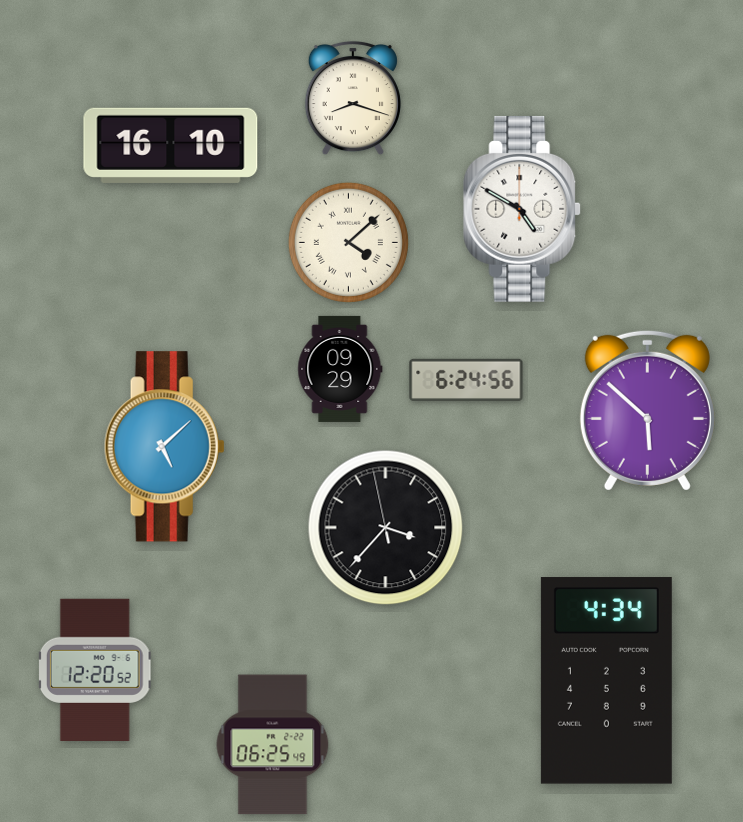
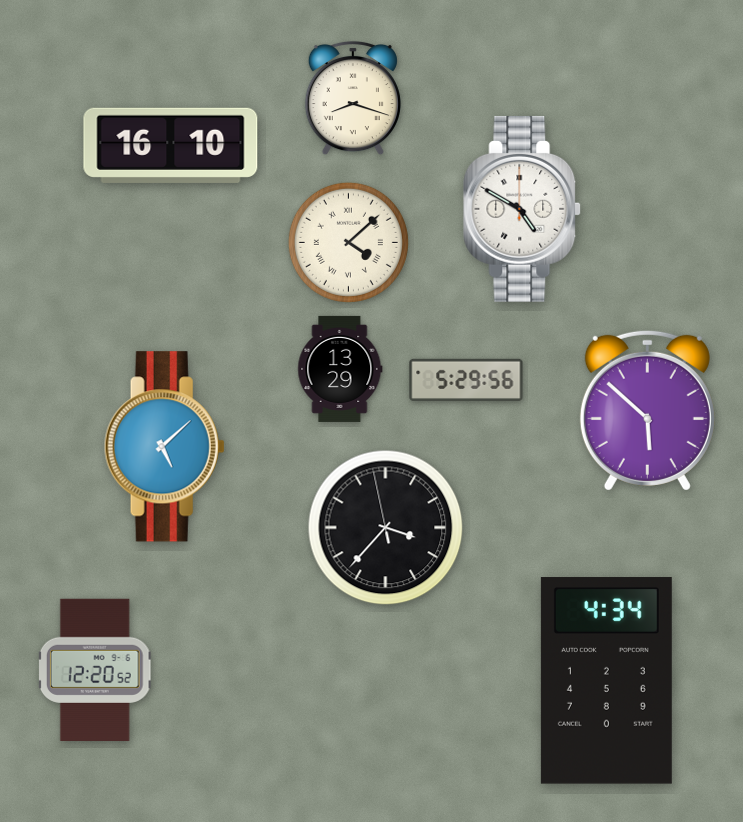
clock at (340, 369): 09:29 -> 13:29
clock at (466, 379): 6:24 -> 5:29
clock at (273, 745): 06:25 -> none
